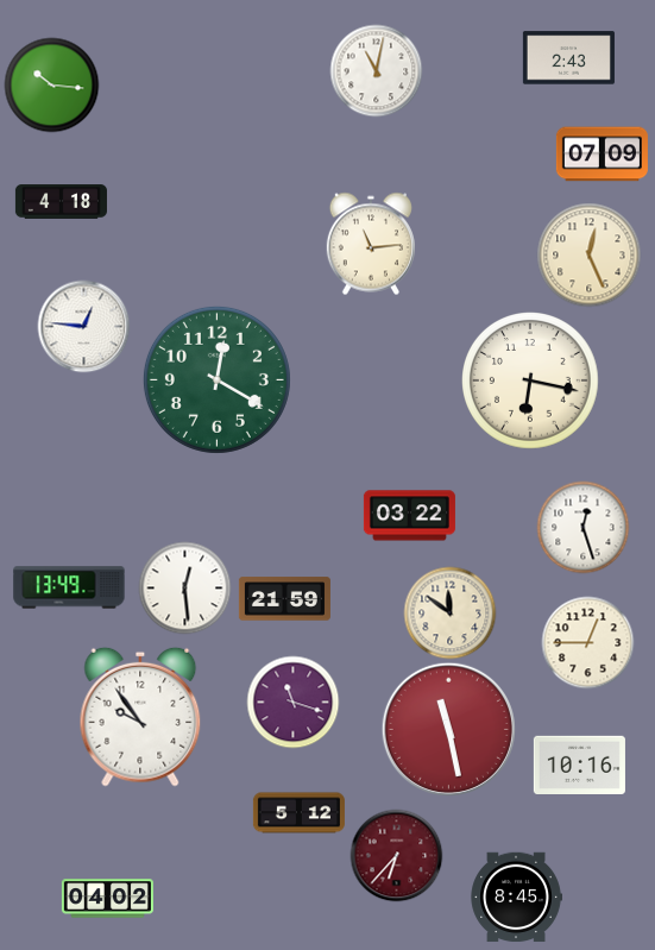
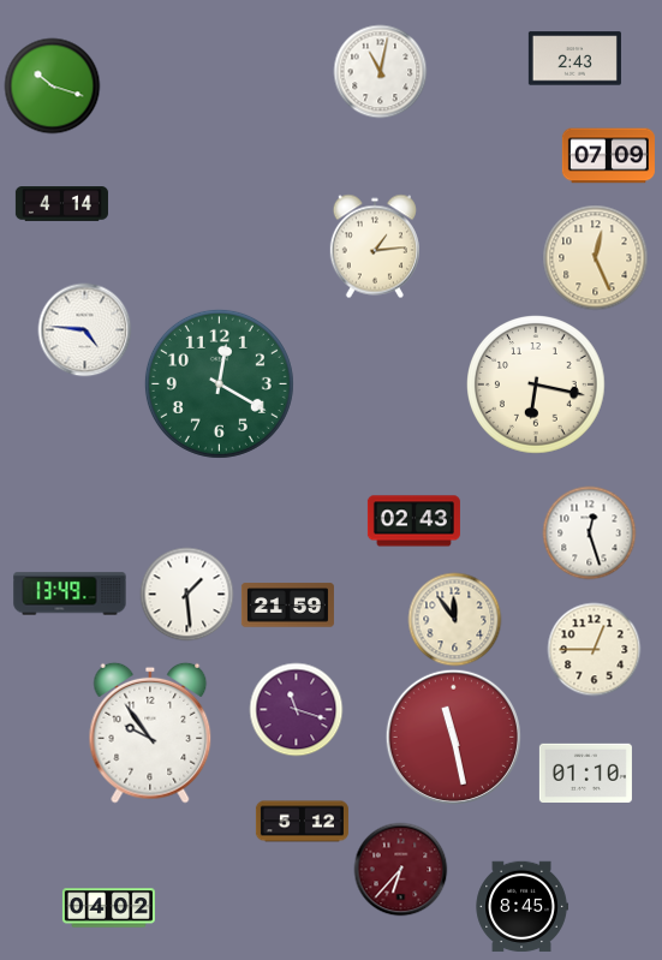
clock at (51, 84): 10:16 -> 10:18
clock at (61, 202): 4:18 -> 4:14
clock at (371, 244): 11:14 -> 1:14
clock at (83, 326): 12:46 -> 4:46
clock at (409, 516): 03:22 -> 02:43
clock at (184, 587): 12:29 -> 1:29
clock at (449, 612): 11:51 -> 11:54
clock at (140, 717) position: (140, 717) -> (150, 733)
clock at (579, 765): 10:16 -> 01:10
clock at (396, 855) position: (396, 855) -> (400, 869)
